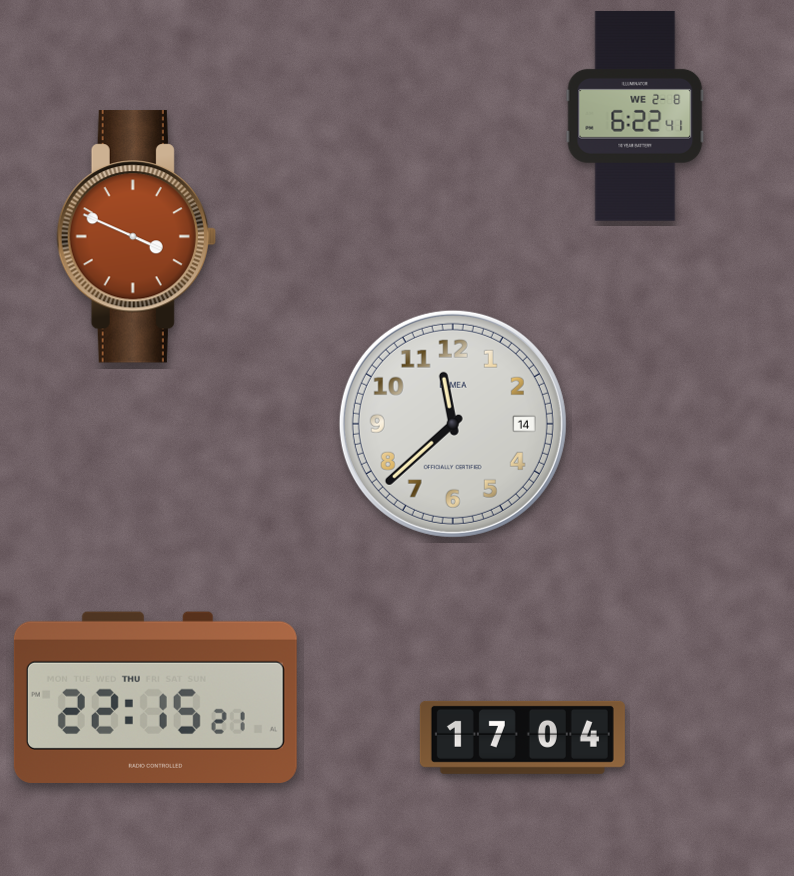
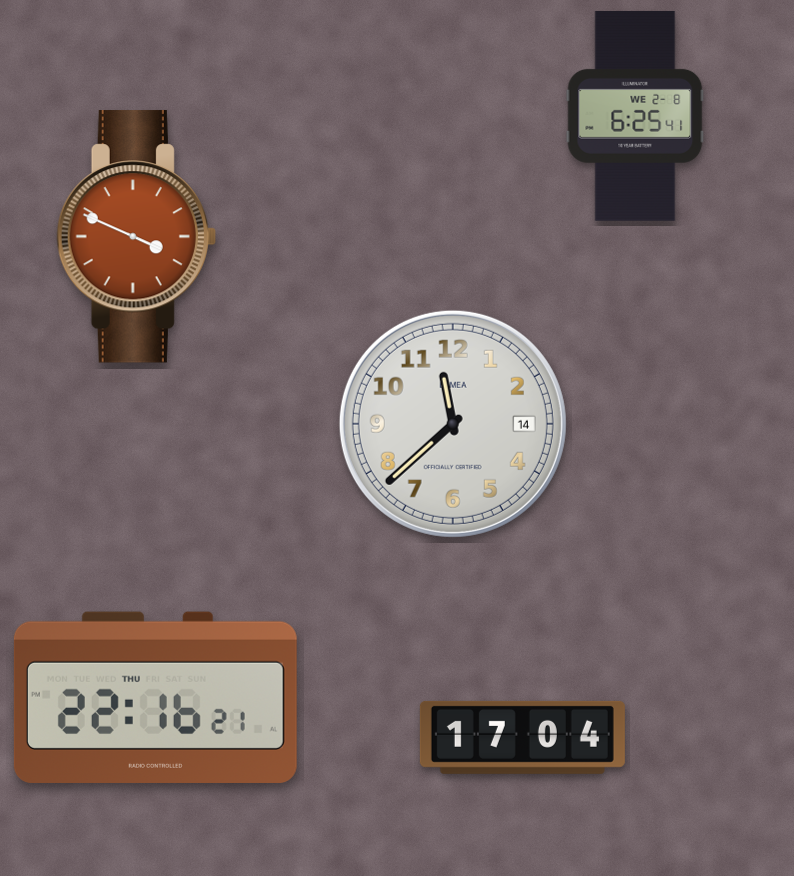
clock at (635, 116): 6:22 -> 6:25
clock at (155, 697): 22:15 -> 22:16
